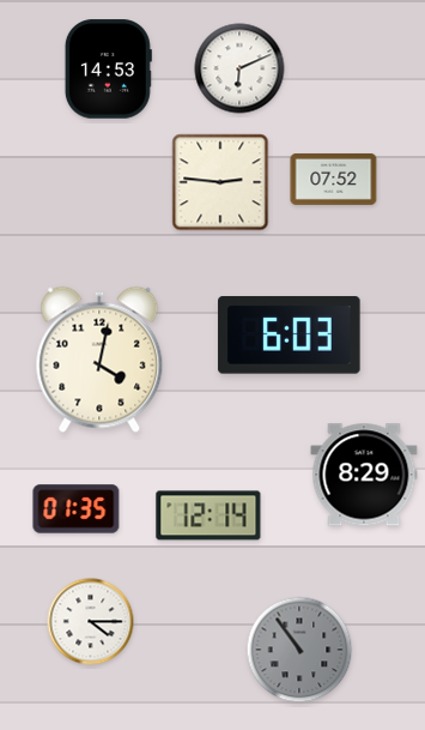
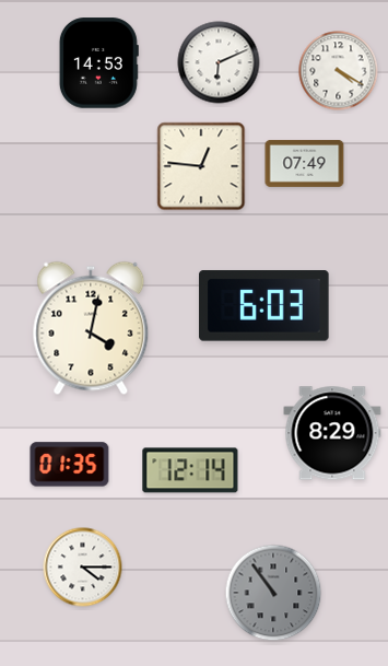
clock at (339, 71): none -> 4:20
clock at (334, 179): 07:52 -> 07:49
clock at (220, 182): 2:46 -> 12:46
